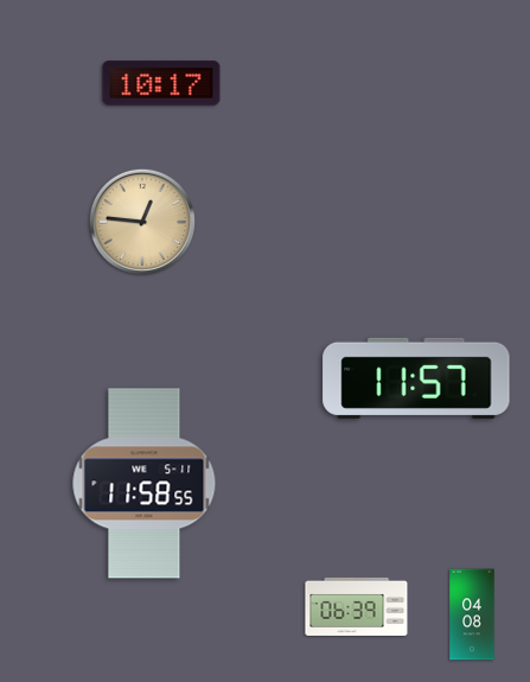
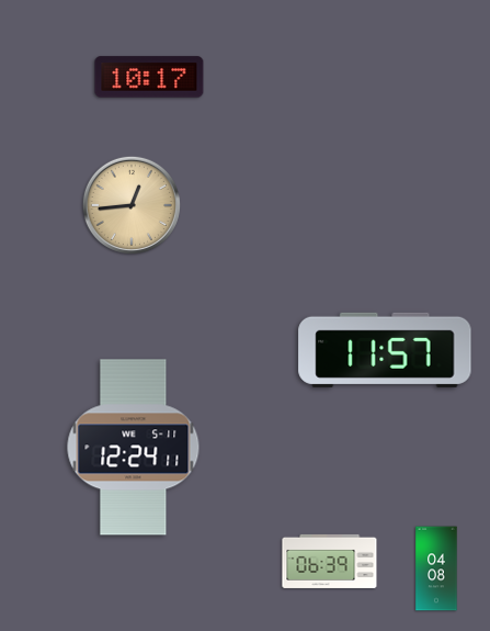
clock at (142, 222): 12:46 -> 12:44
clock at (145, 484): 11:58 -> 12:24
